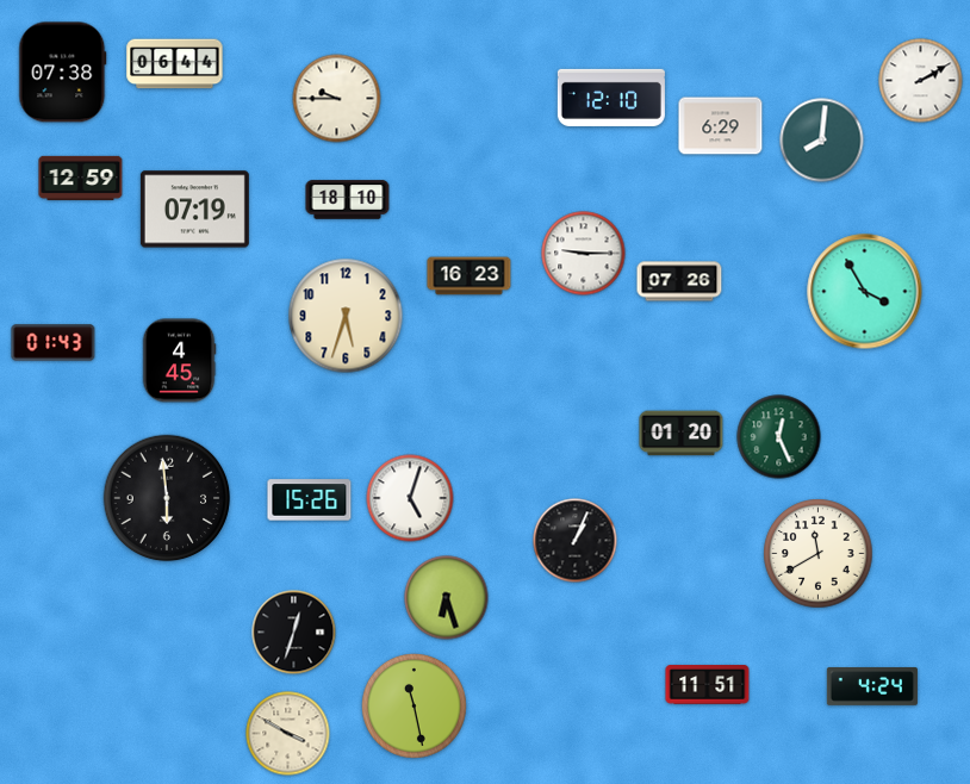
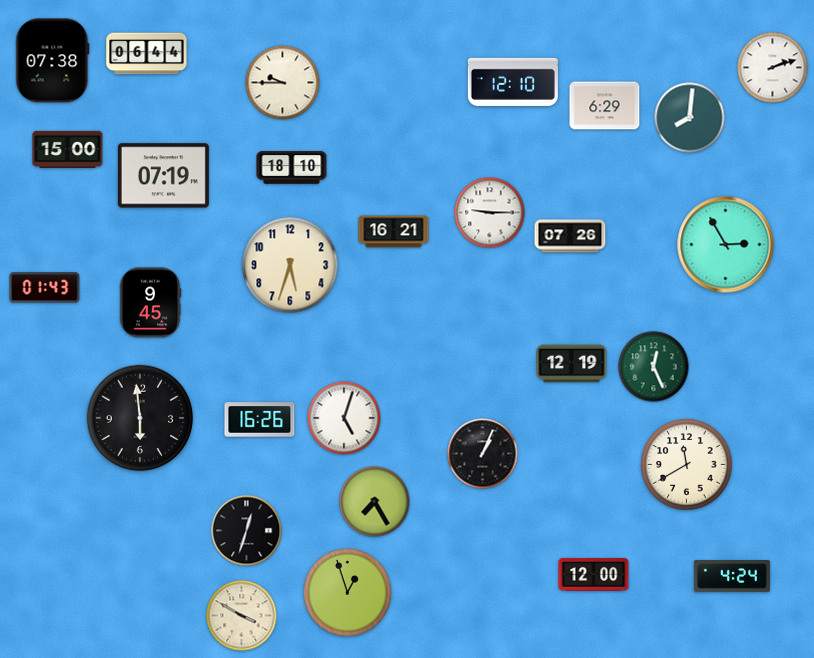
clock at (921, 81): 2:10 -> 2:12
clock at (81, 178): 12:59 -> 15:00
clock at (470, 276): 16:23 -> 16:21
clock at (865, 292): 3:55 -> 2:55
clock at (179, 361): 4:45 -> 9:45
clock at (682, 434): 01:20 -> 12:19
clock at (310, 500): 15:26 -> 16:26
clock at (447, 598): 6:27 -> 7:25
clock at (708, 685): 11:51 -> 12:00
clock at (414, 705): 11:28 -> 12:57
